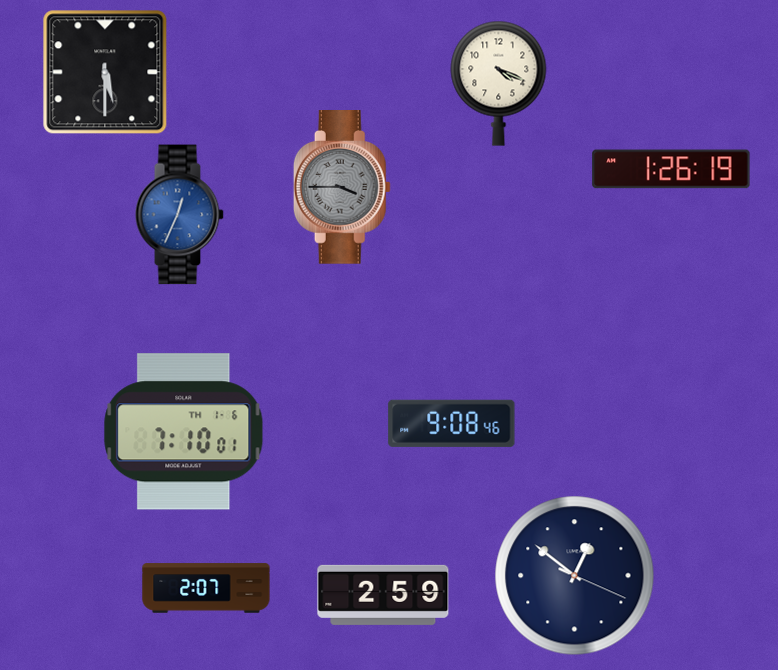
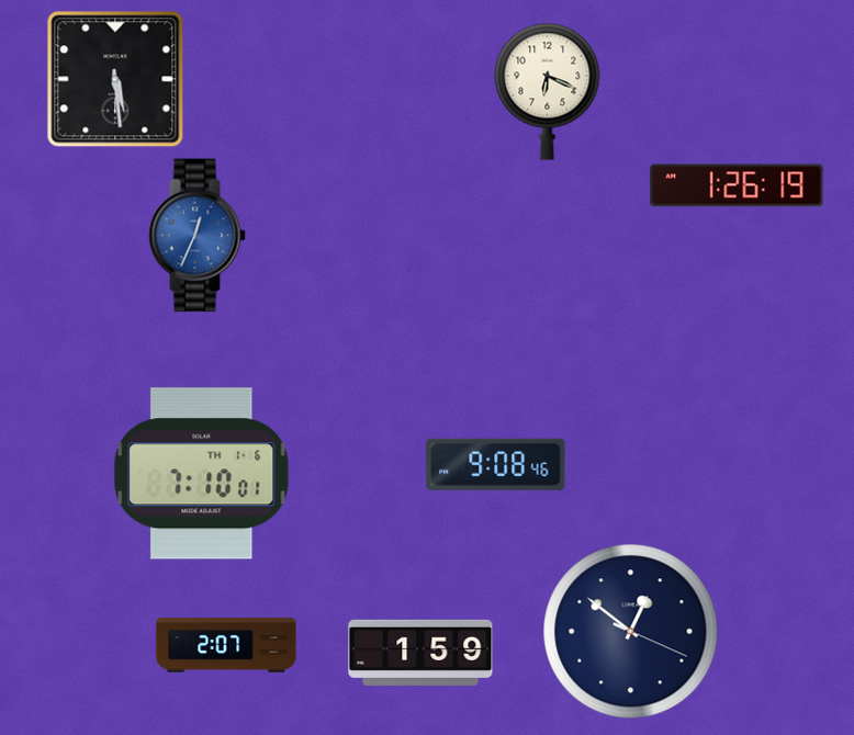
clock at (105, 72): 5:30 -> 5:29
clock at (499, 83): 4:19 -> 6:19
clock at (342, 188): 3:45 -> none
clock at (383, 595): 2:59 -> 1:59
